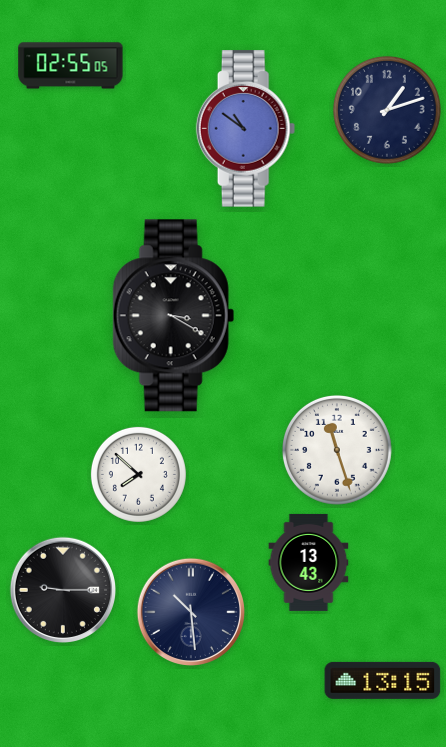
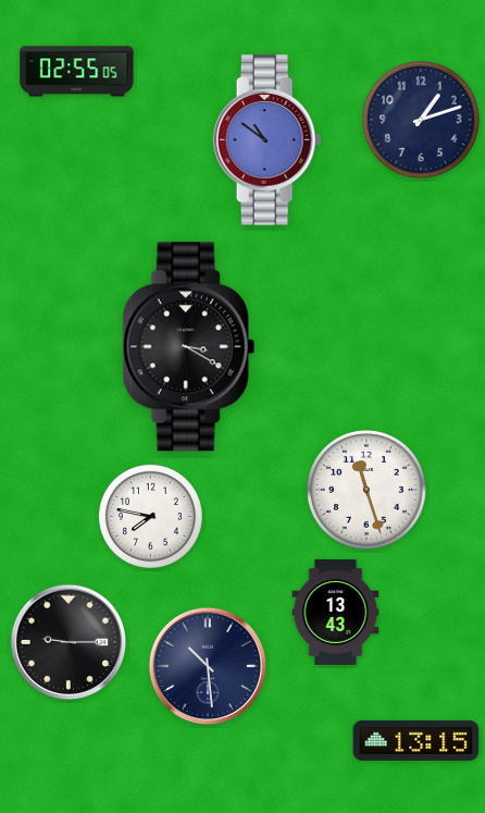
clock at (173, 316) position: (173, 316) -> (188, 347)
clock at (138, 474): 7:52 -> 7:47
